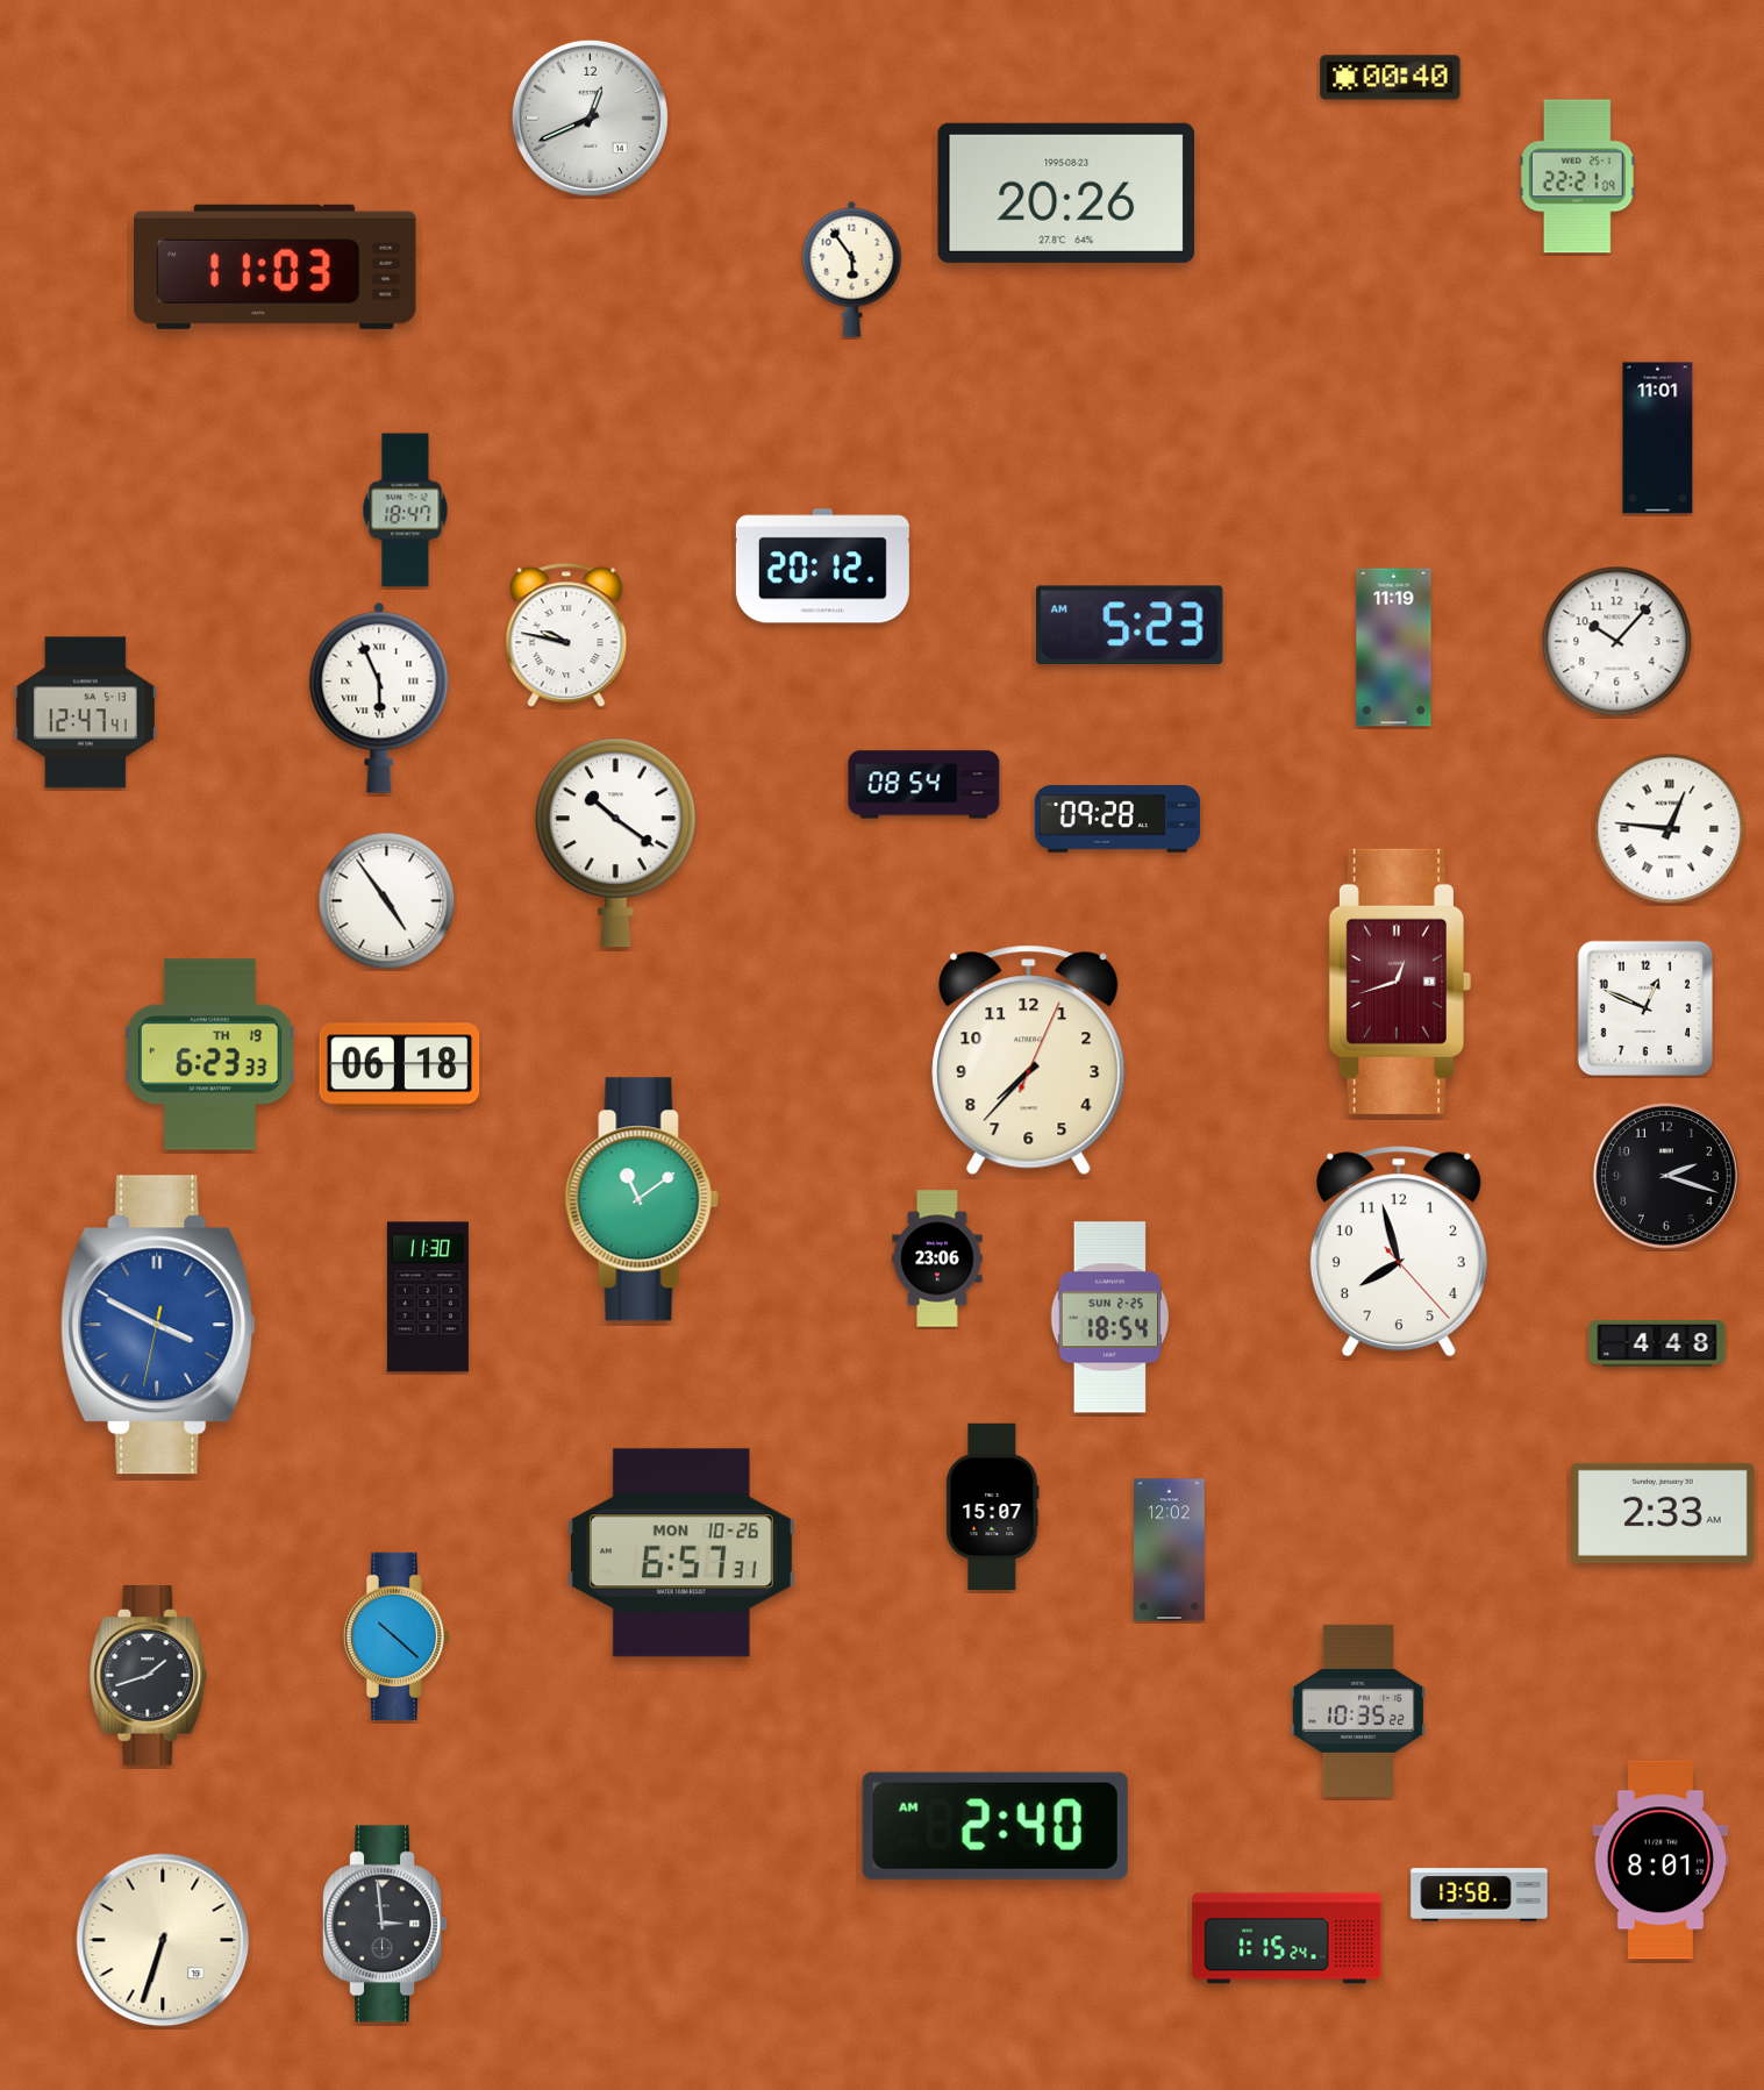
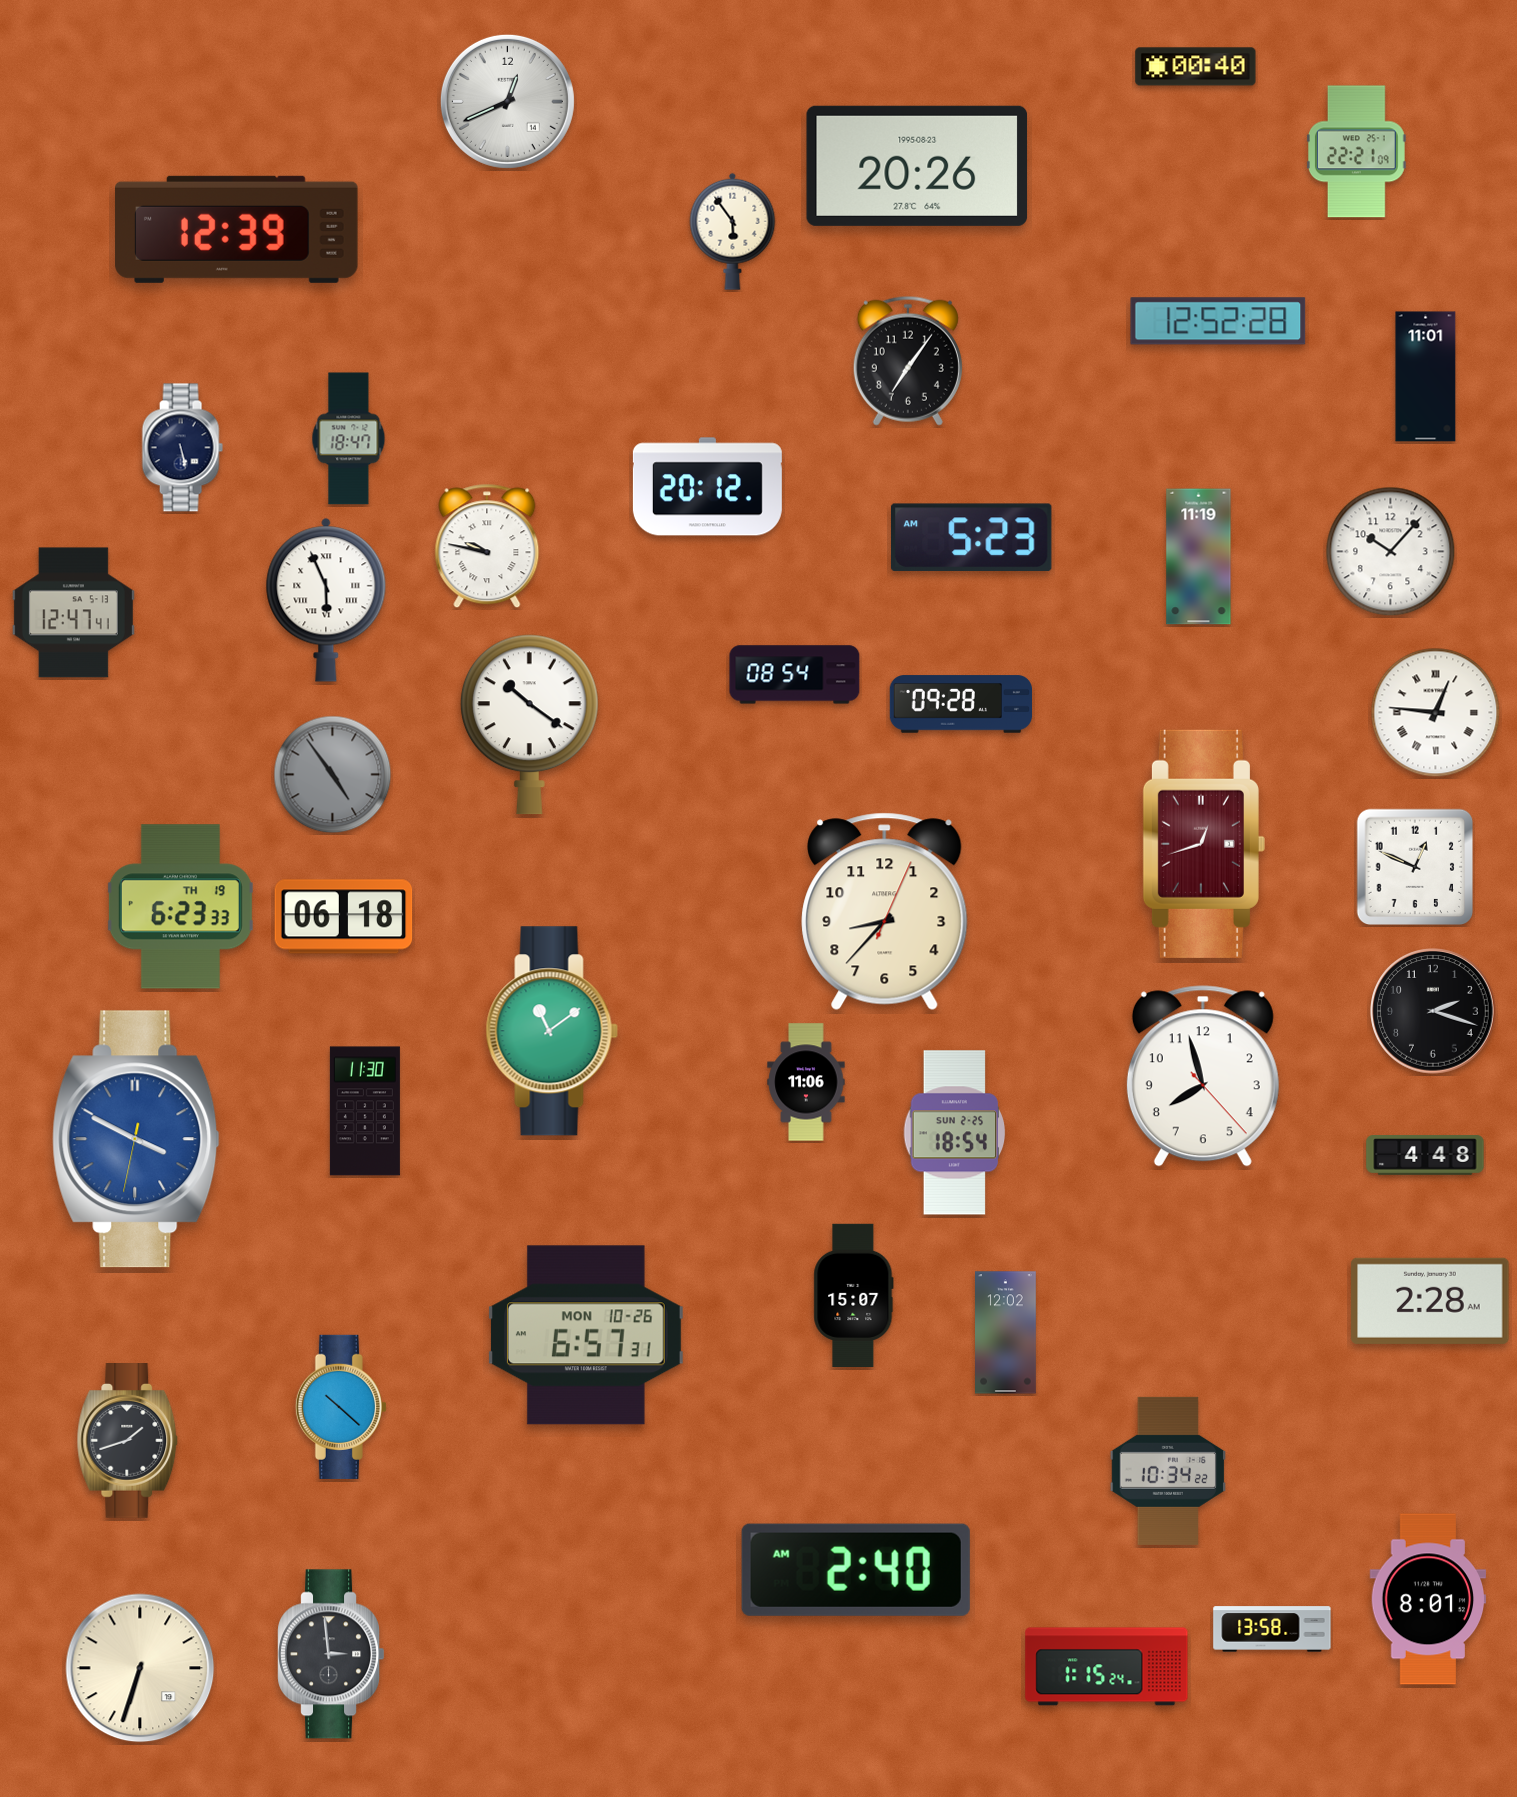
clock at (276, 266): 11:03 -> 12:39
clock at (1218, 321): none -> 12:52
clock at (908, 361): none -> 7:06
clock at (182, 448): none -> 5:28
clock at (387, 901) dial: white -> grey
clock at (1029, 1061): 7:37 -> 8:37
clock at (937, 1258): 23:06 -> 11:06
clock at (428, 1297) position: (428, 1297) -> (365, 1111)
clock at (1663, 1513): 2:33 -> 2:28
clock at (1357, 1711): 10:35 -> 10:34
